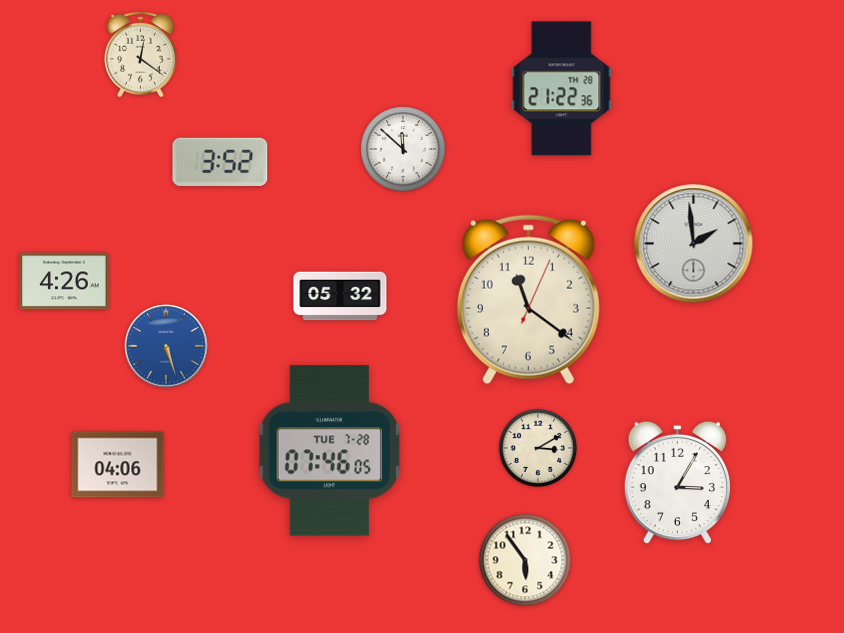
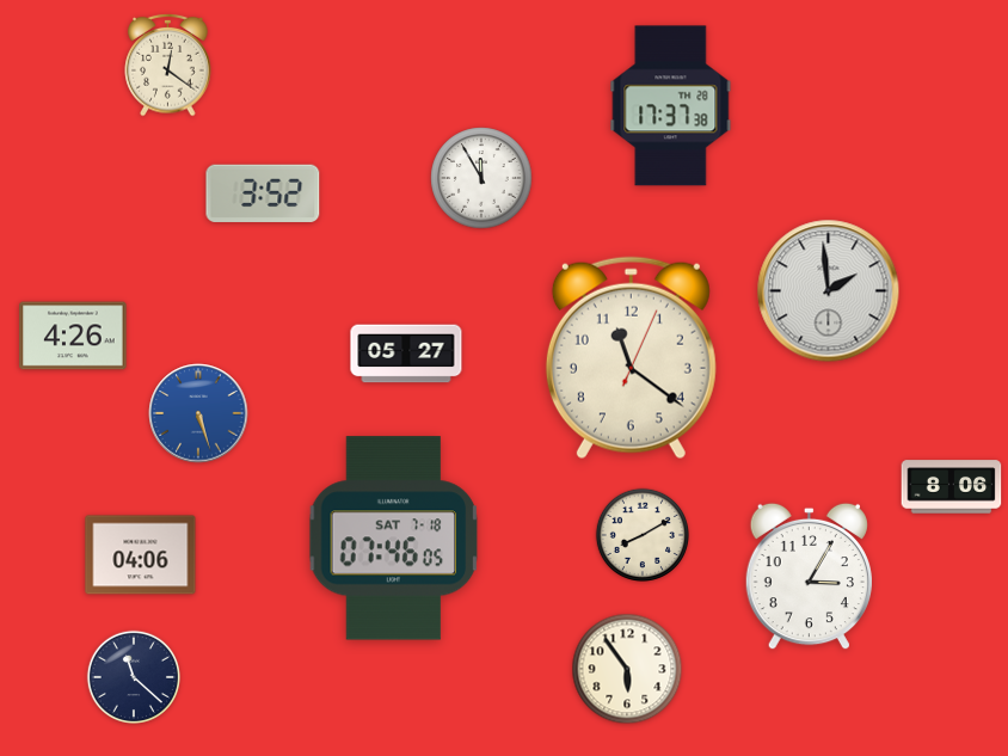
clock at (562, 89): 21:22 -> 17:37
clock at (403, 149): 11:52 -> 11:55
clock at (64, 281) position: (64, 281) -> (73, 336)
clock at (340, 296): 05:32 -> 05:27
clock at (952, 487): none -> 8:06
clock at (537, 447): 3:10 -> 8:10
clock at (330, 451) date: TUE 7-28 -> SAT 7-18
clock at (133, 676): none -> 11:22
